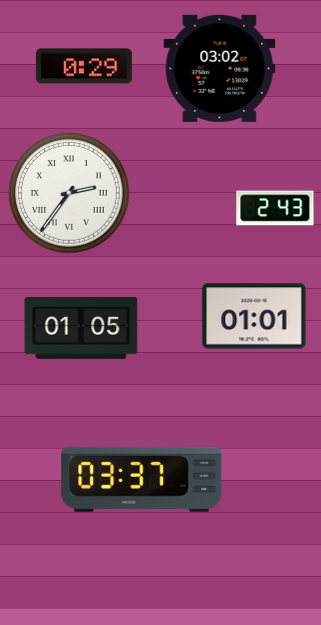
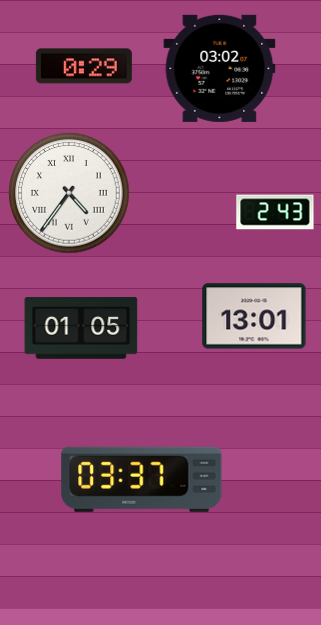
clock at (69, 193): 2:36 -> 4:36
clock at (275, 208) position: (275, 208) -> (275, 212)
clock at (254, 316): 01:01 -> 13:01
